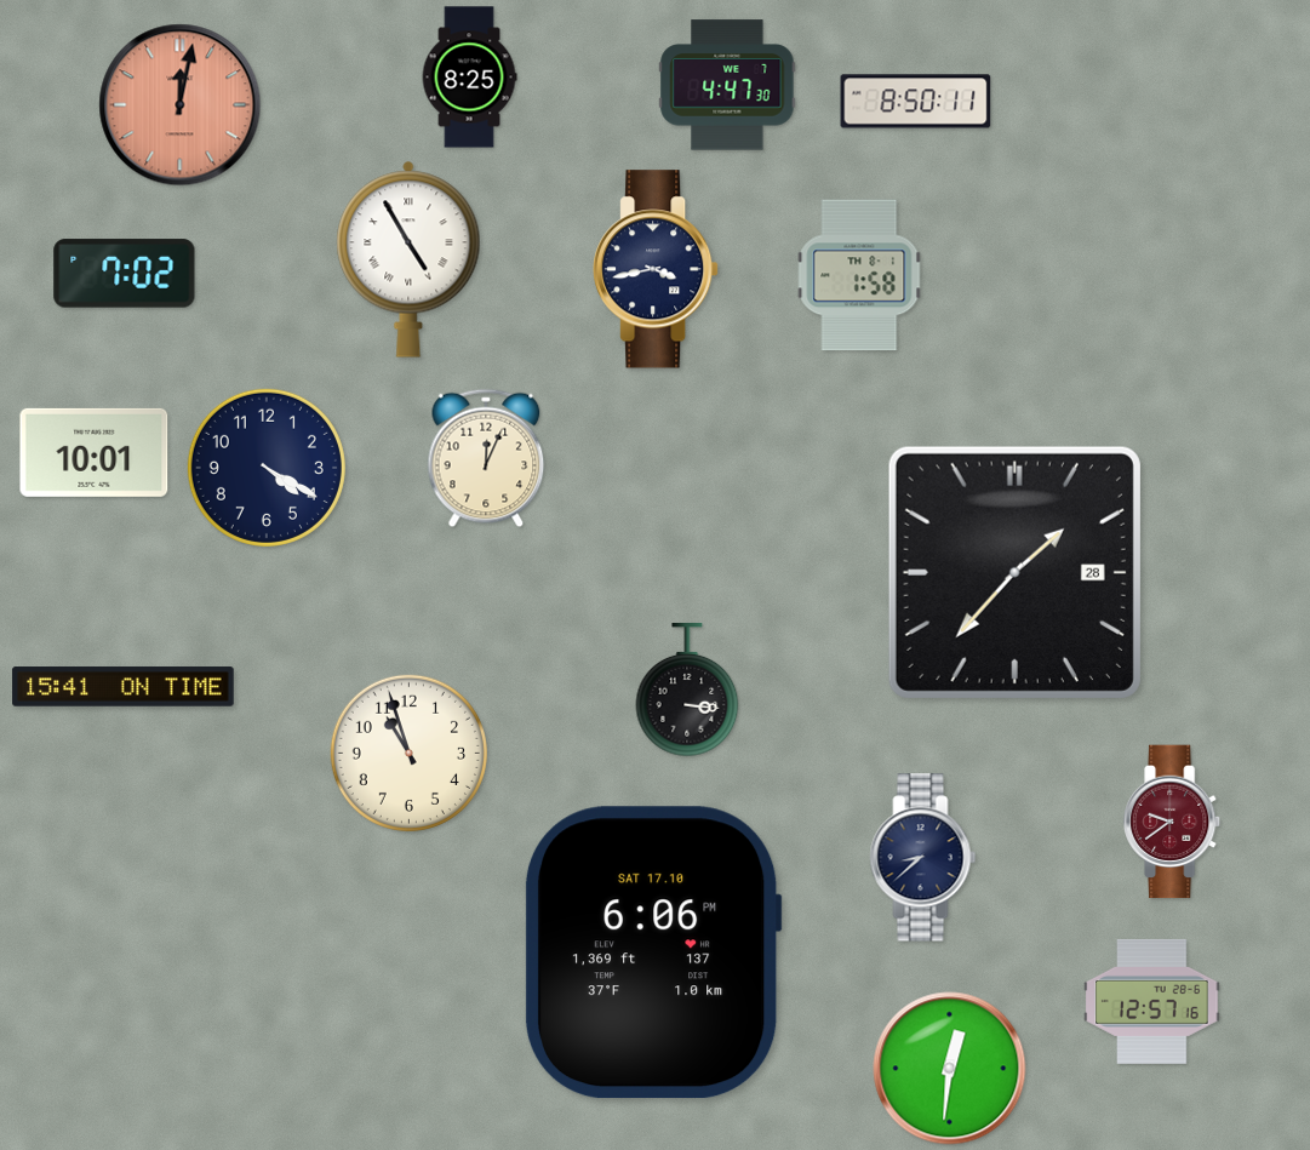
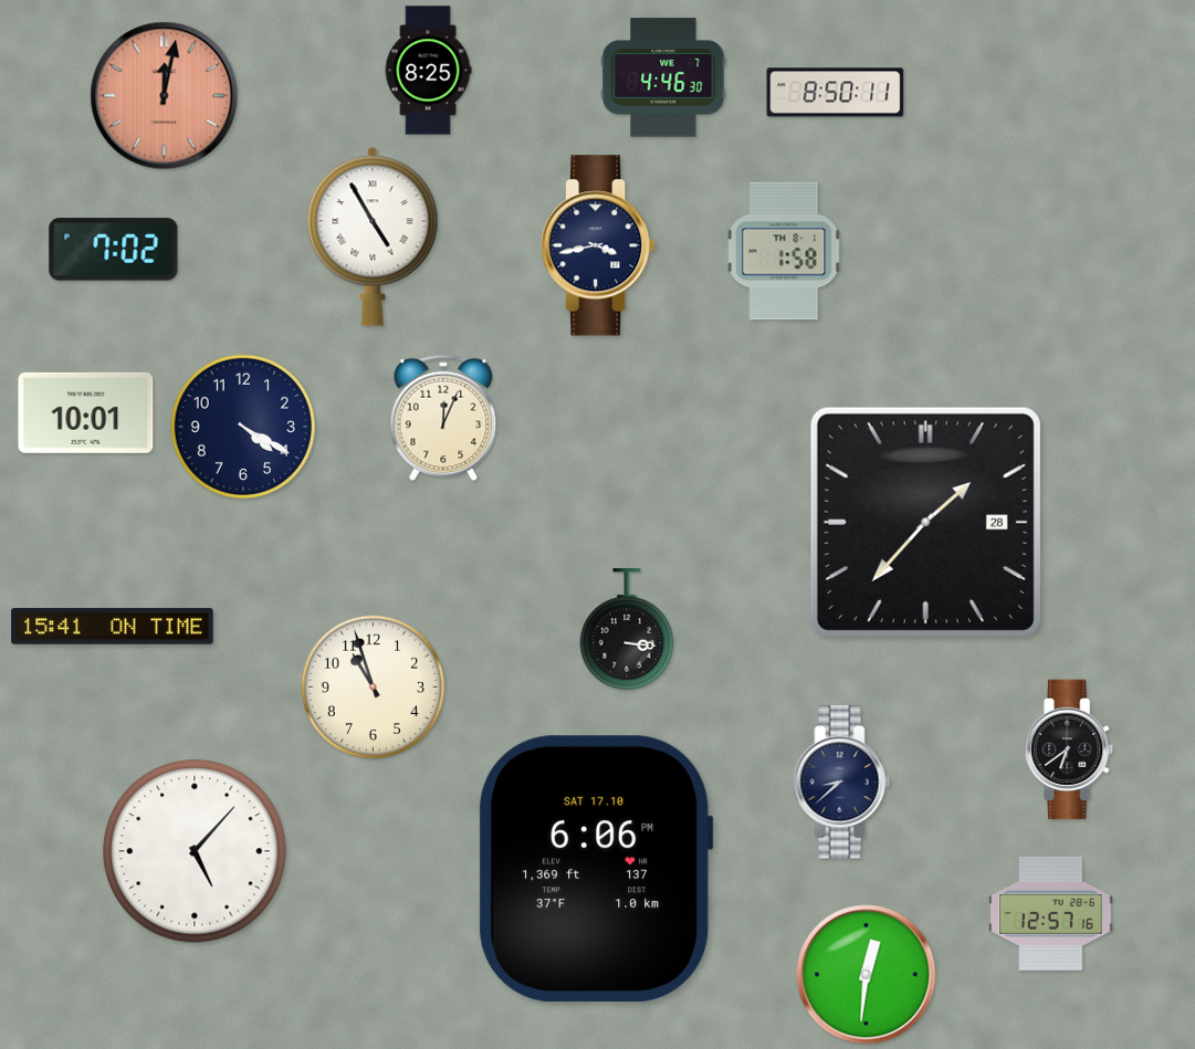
clock at (727, 85): 4:47 -> 4:46
clock at (1173, 822): 9:39 -> 6:39
clock at (1173, 822) dial: burgundy -> black
clock at (195, 851): none -> 5:07
